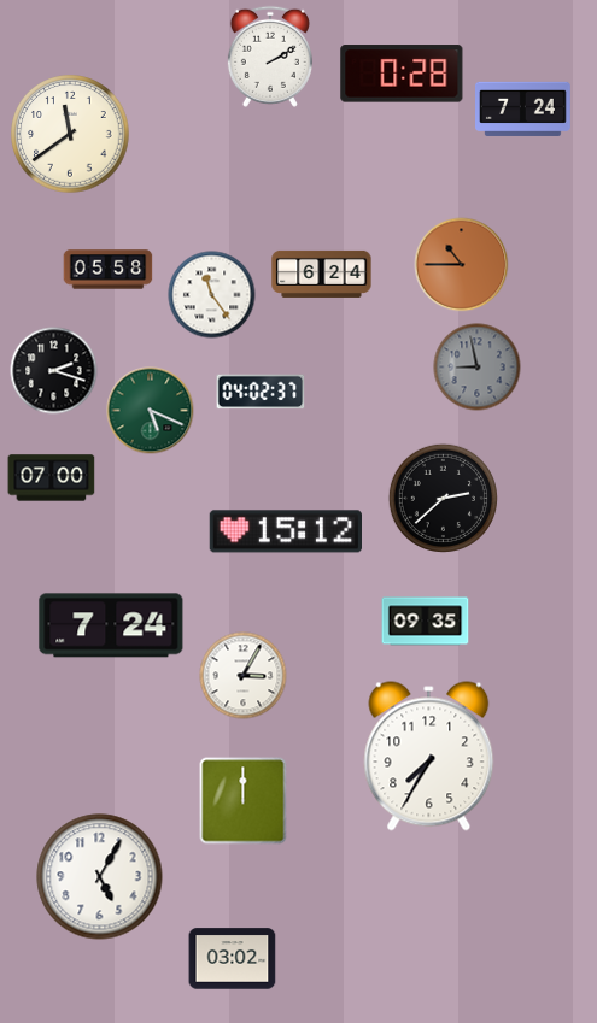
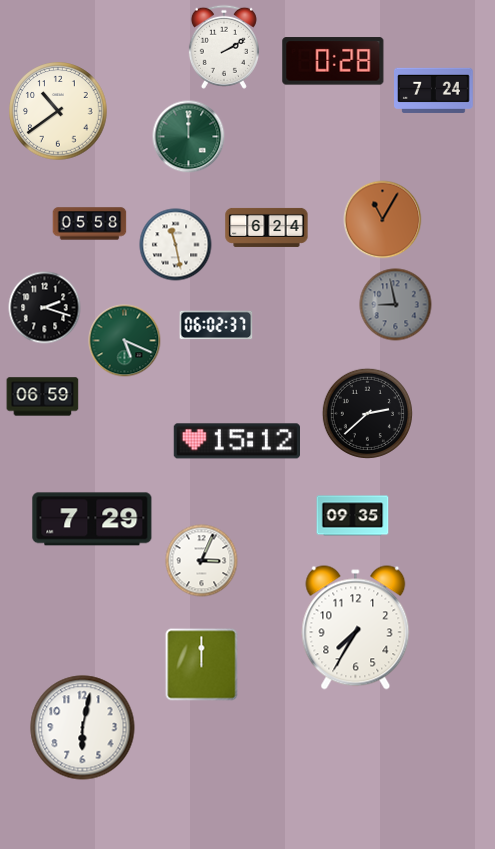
clock at (70, 134): 11:39 -> 10:39
clock at (189, 137): none -> 12:00
clock at (462, 265): 10:45 -> 11:05
clock at (212, 295): 11:24 -> 11:28
clock at (261, 392): 04:02 -> 06:02
clock at (52, 478): 07:00 -> 06:59
clock at (111, 625): 7:24 -> 7:29
clock at (244, 676): 3:05 -> 3:04
clock at (100, 877): 5:05 -> 6:02
clock at (233, 959): 03:02 -> none
